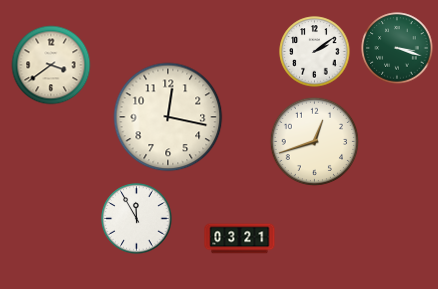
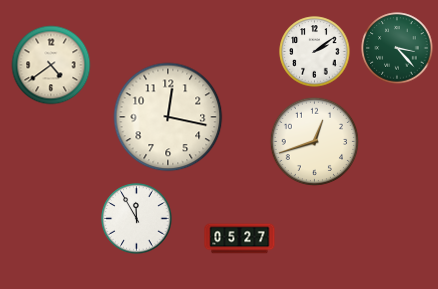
clock at (397, 48): 3:18 -> 3:23
clock at (51, 65): 3:39 -> 4:39
clock at (240, 239): 03:21 -> 05:27
